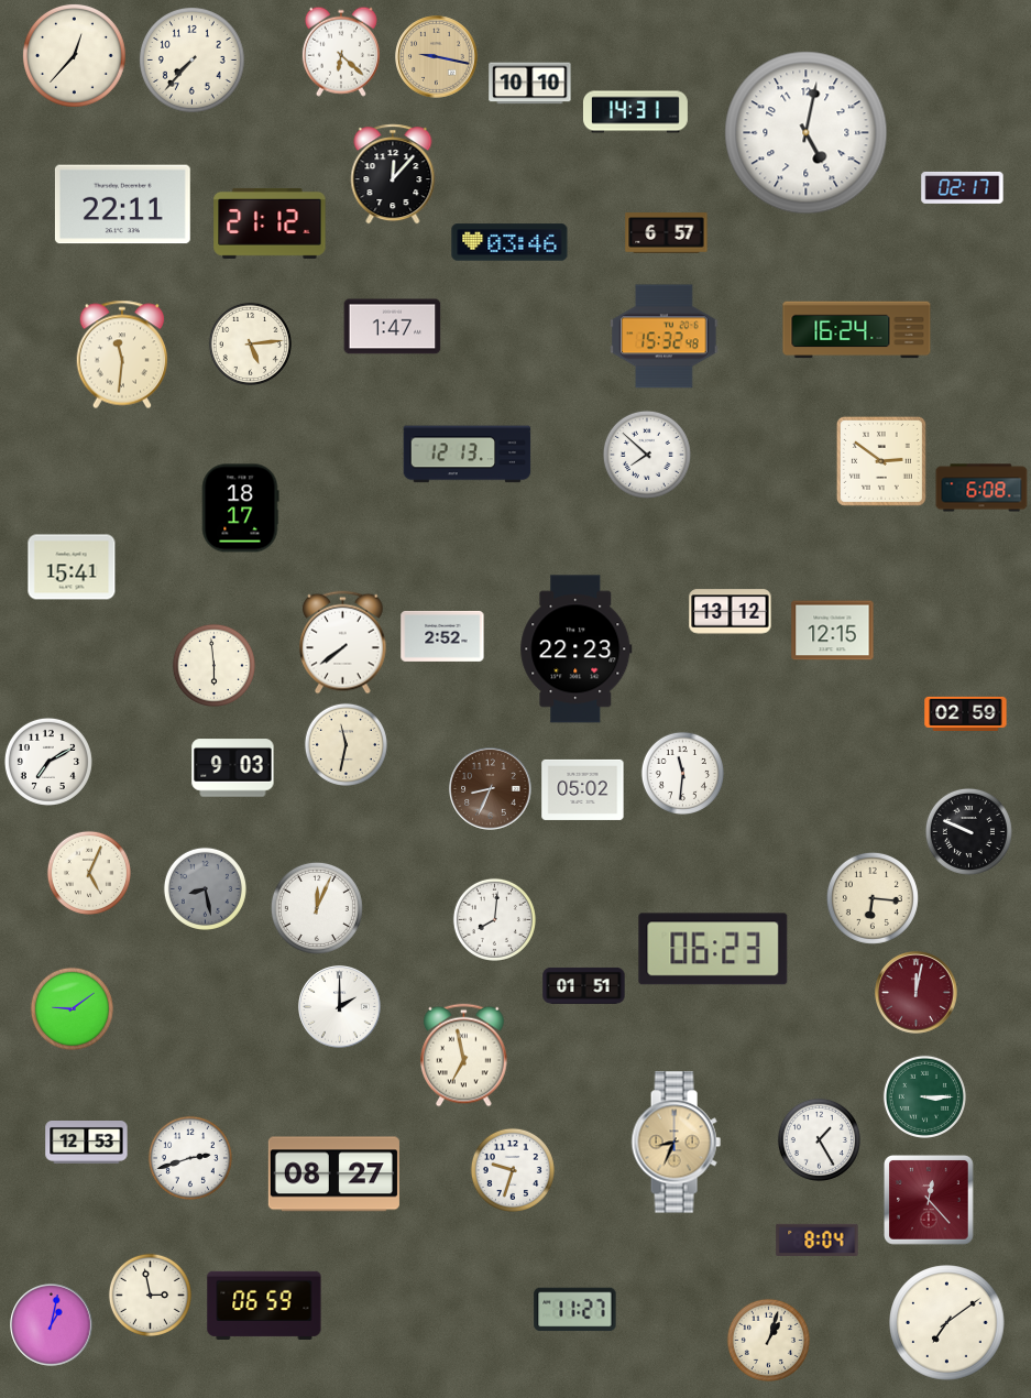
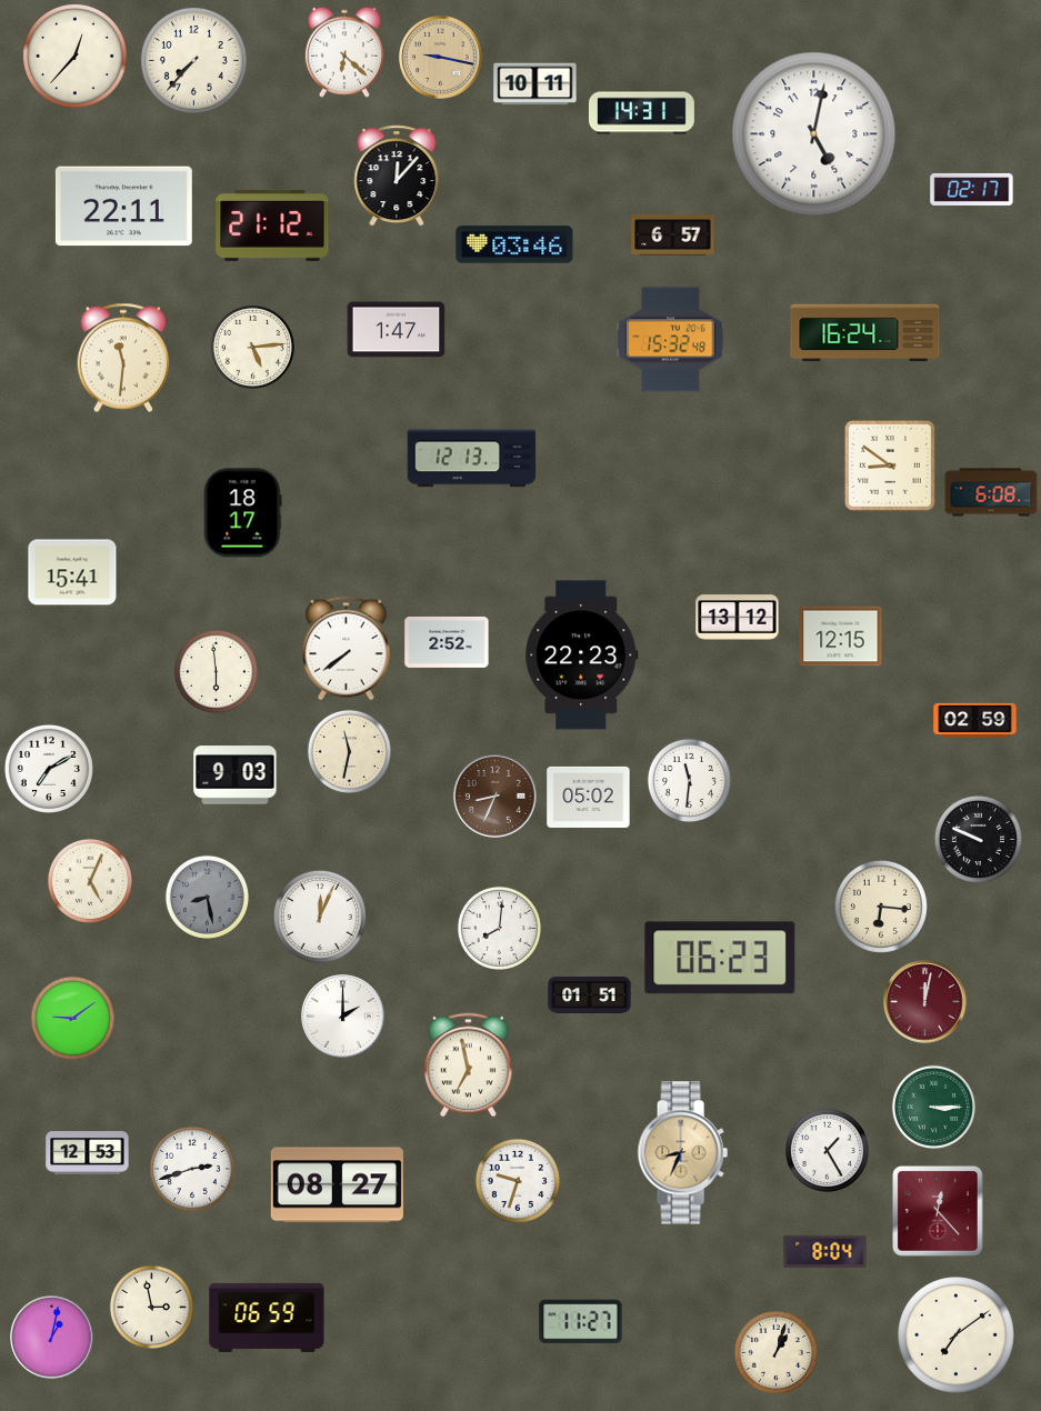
clock at (530, 84): 10:10 -> 10:11
clock at (647, 455): 7:52 -> none
clock at (881, 461): 2:51 -> 8:51
